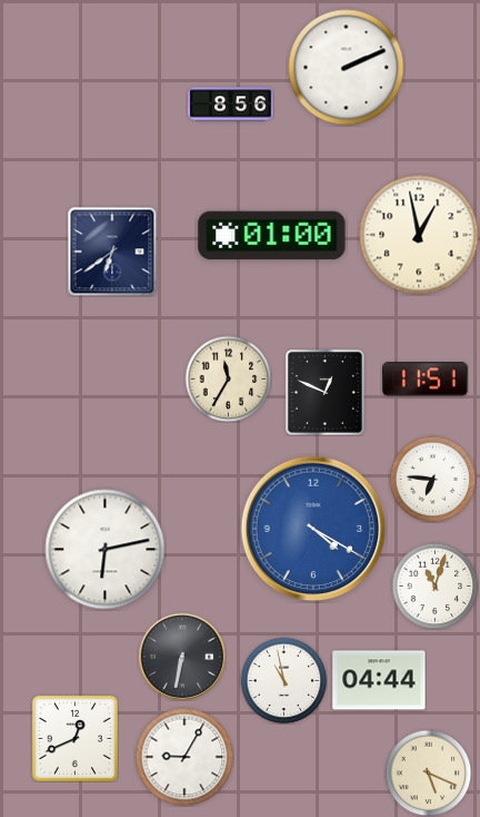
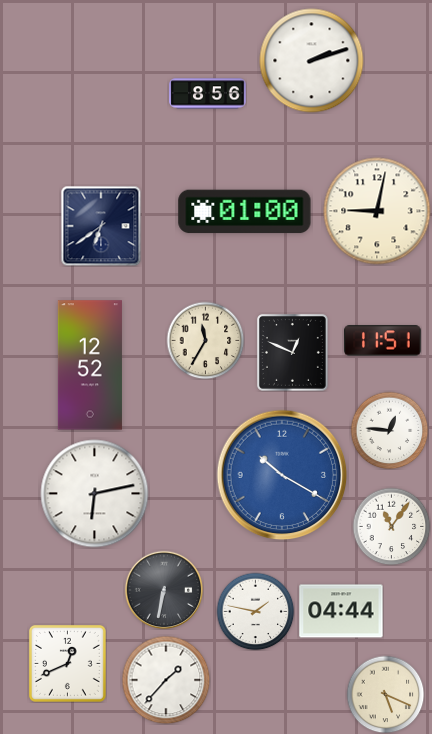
clock at (347, 68): 2:11 -> 2:12
clock at (419, 235): 12:58 -> 9:02
clock at (90, 365): none -> 12:52
clock at (432, 479): 6:46 -> 12:46
clock at (313, 529): 4:20 -> 10:20
clock at (434, 585): 11:03 -> 11:06
clock at (283, 680): 10:58 -> 1:47
clock at (184, 757): 9:05 -> 1:37
